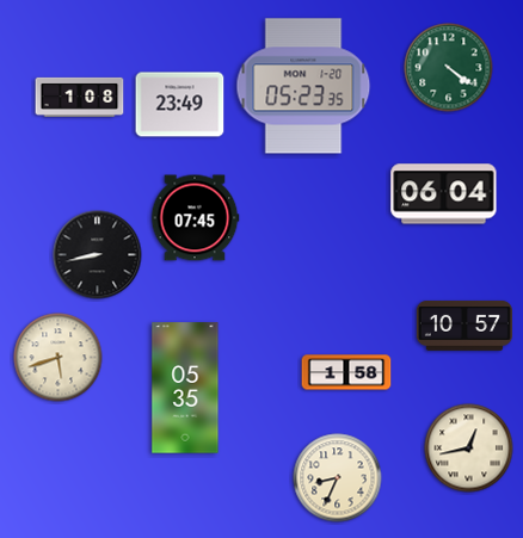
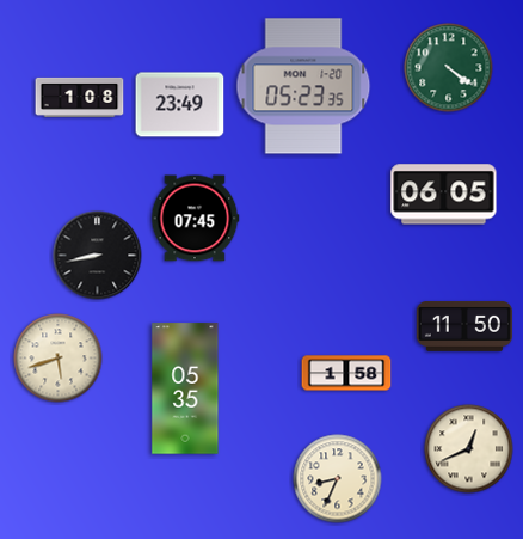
clock at (444, 194): 06:04 -> 06:05
clock at (464, 326): 10:57 -> 11:50
clock at (469, 449): 12:43 -> 12:41
